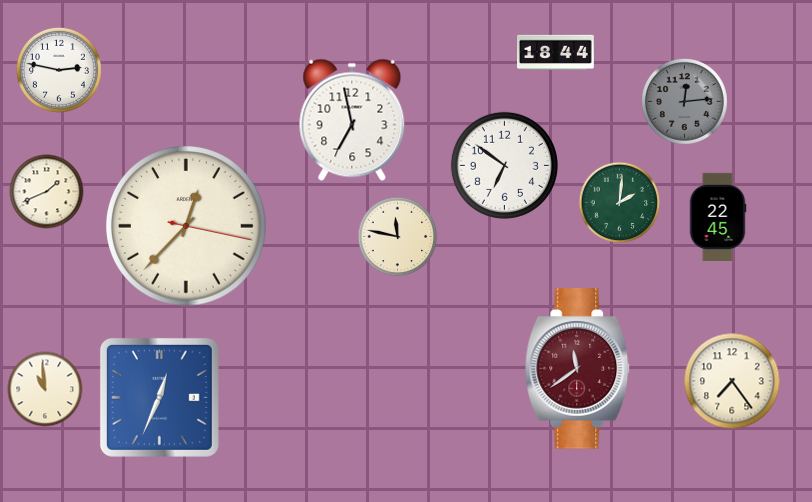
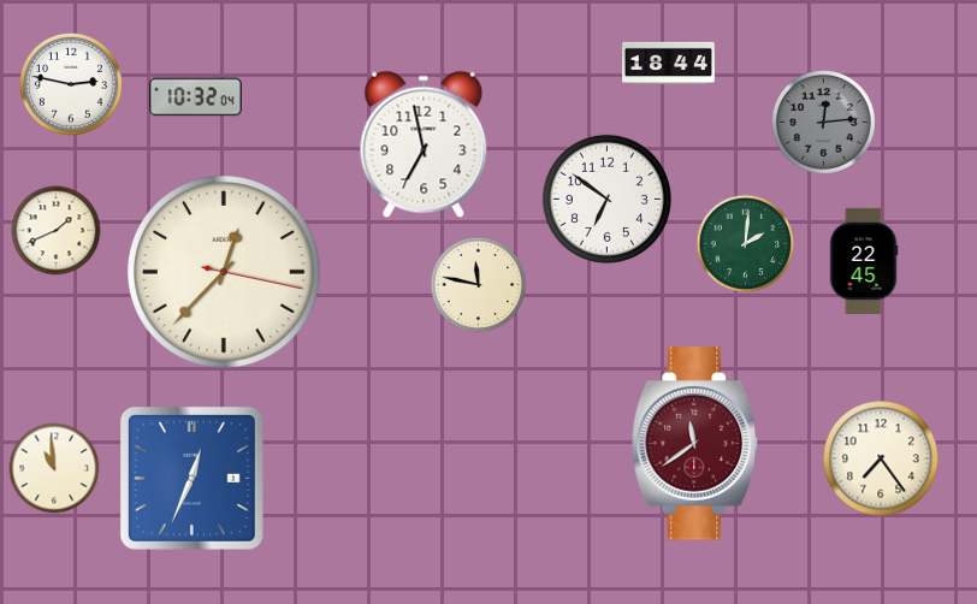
clock at (196, 97): none -> 10:32
